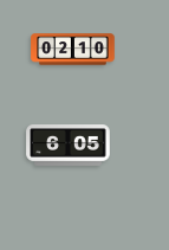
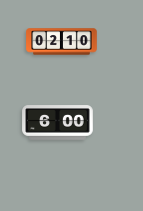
clock at (69, 146): 6:05 -> 6:00
